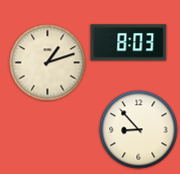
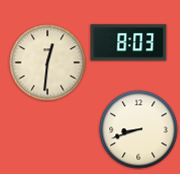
clock at (48, 63): 1:12 -> 12:31
clock at (139, 130): 8:53 -> 8:42
